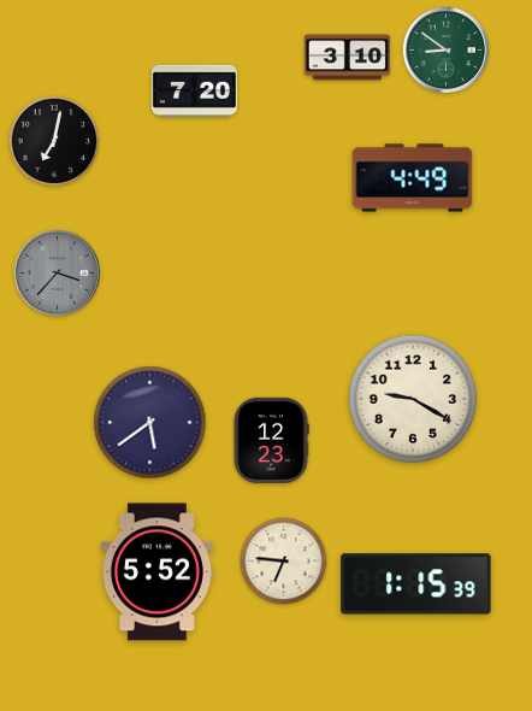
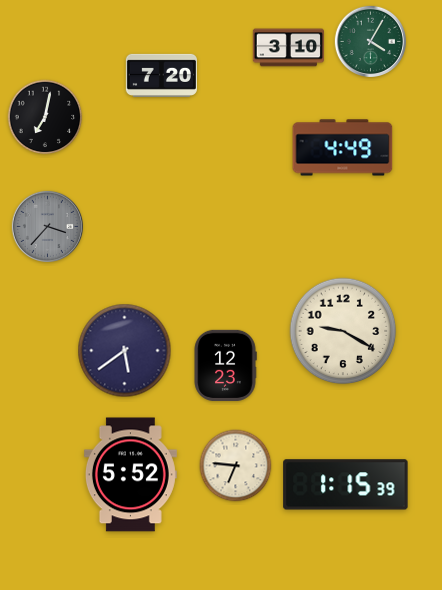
clock at (445, 49): 8:51 -> 4:05
